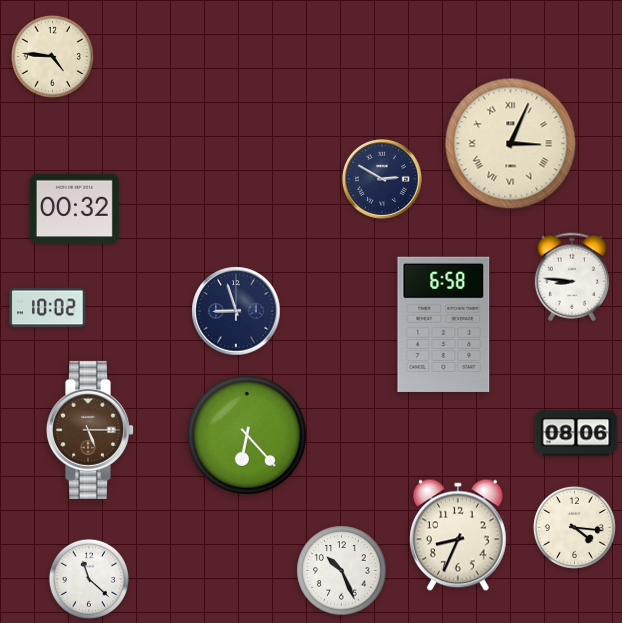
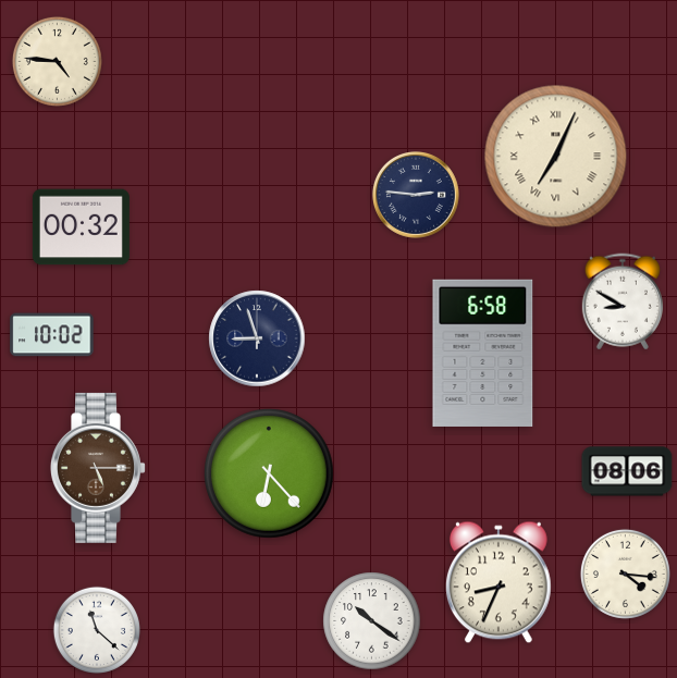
clock at (511, 144): 3:04 -> 7:04
clock at (382, 179): 2:50 -> 2:46
clock at (572, 277): 8:46 -> 8:50
clock at (342, 571): 10:26 -> 10:21
